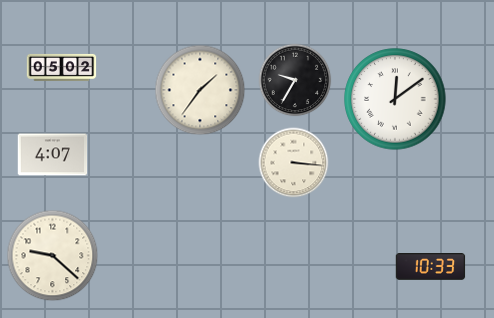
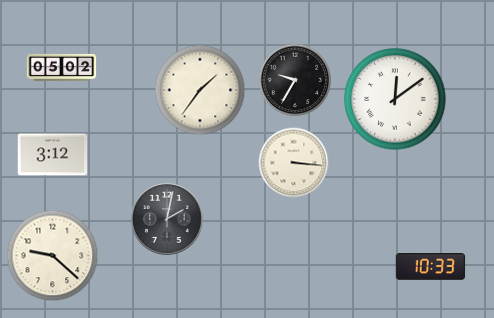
clock at (53, 155): 4:07 -> 3:12
clock at (167, 219): none -> 2:02
